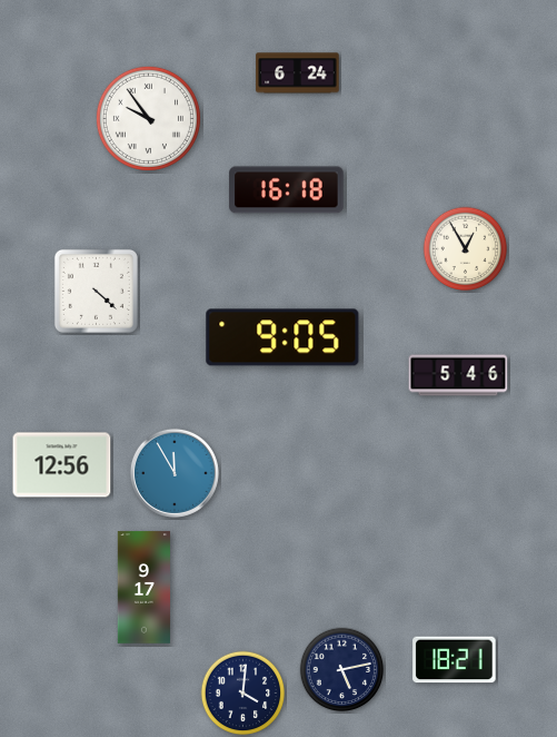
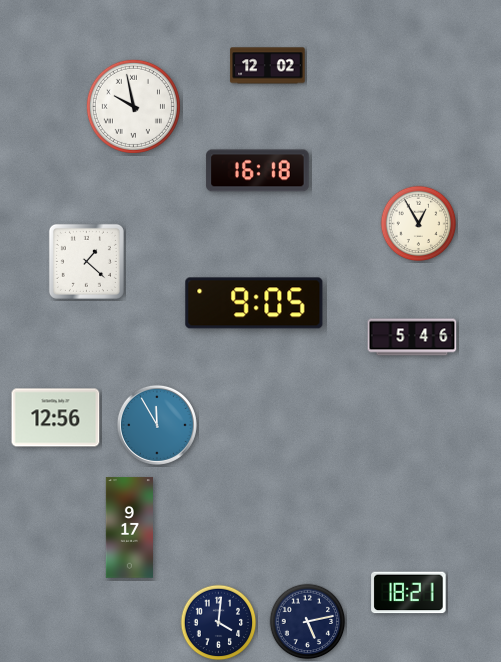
clock at (298, 73): 6:24 -> 12:02
clock at (148, 118): 9:54 -> 9:58
clock at (96, 291): 4:22 -> 1:22
clock at (342, 670) position: (342, 670) -> (308, 622)
